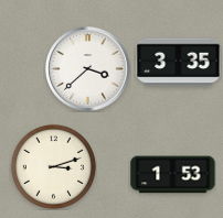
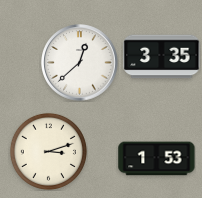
clock at (88, 69): 3:38 -> 12:38
